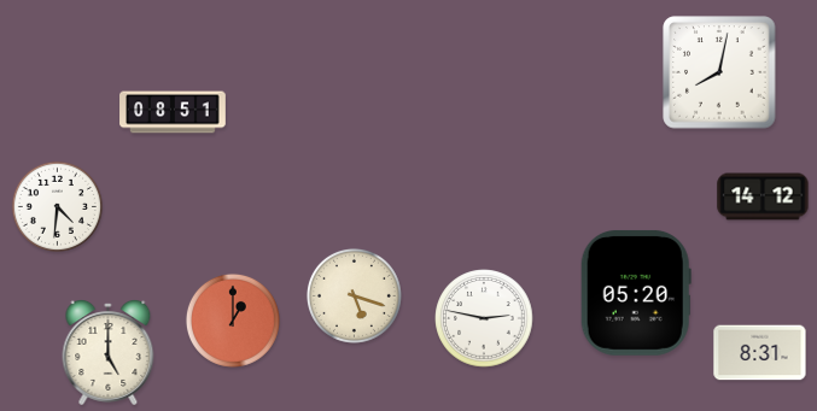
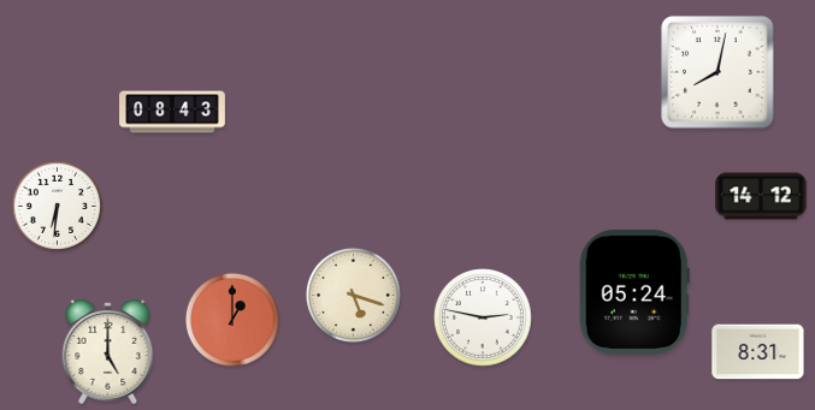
clock at (173, 112): 08:51 -> 08:43
clock at (57, 206): 4:31 -> 6:31
clock at (636, 293): 05:20 -> 05:24
